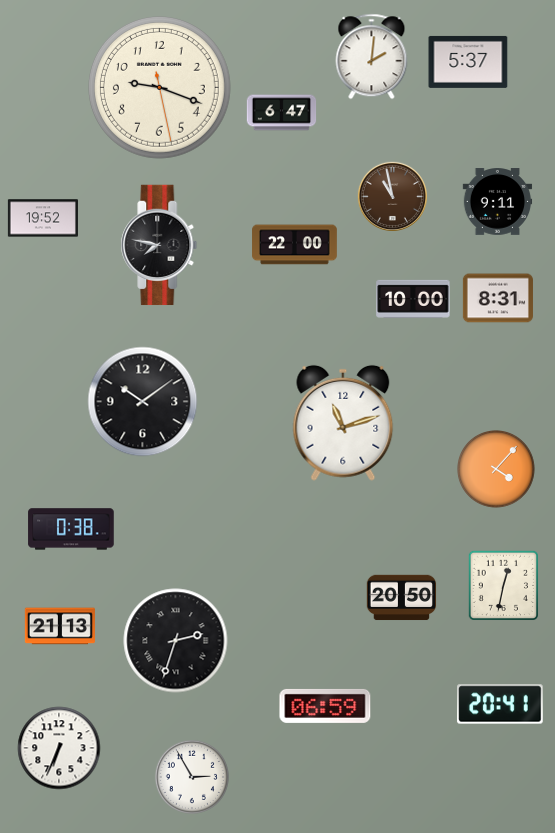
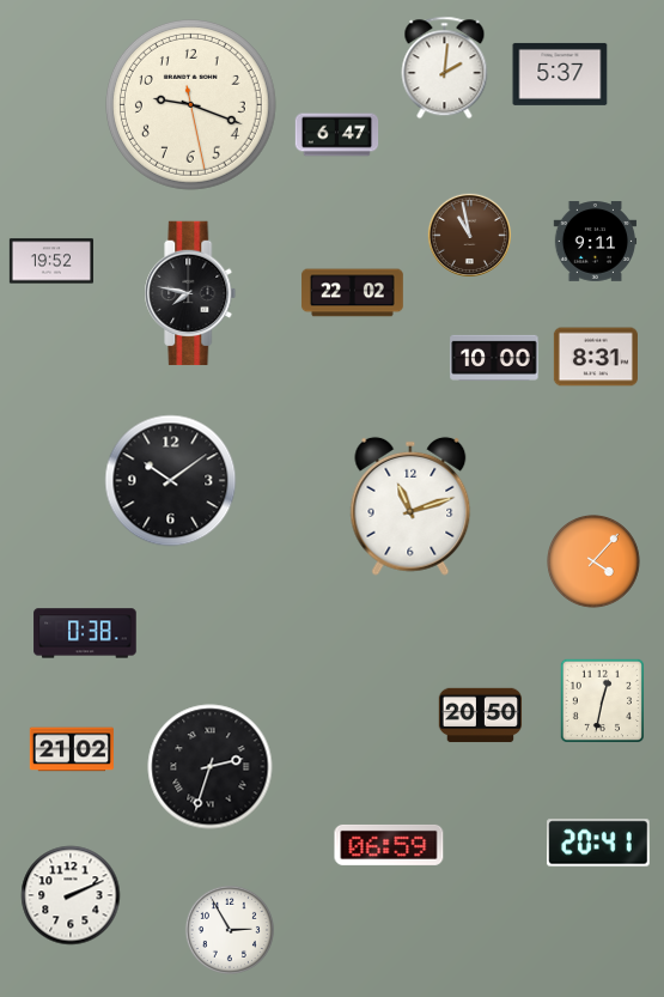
clock at (295, 245): 22:00 -> 22:02
clock at (60, 626): 21:13 -> 21:02
clock at (59, 748): 6:34 -> 2:11
